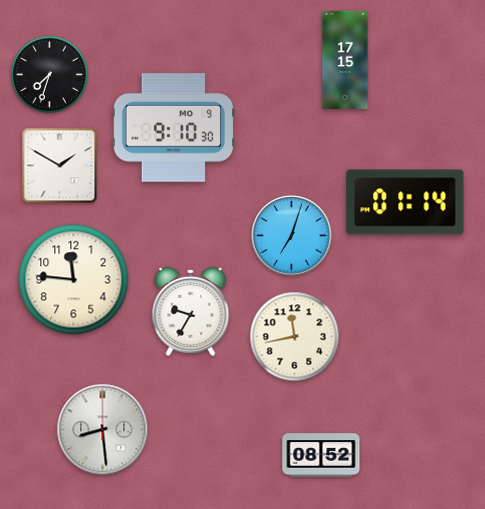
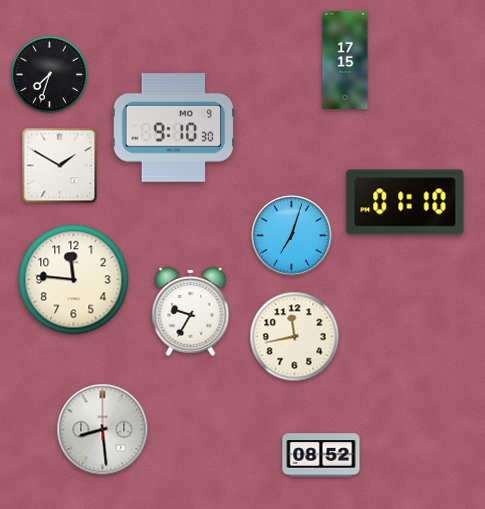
clock at (405, 202): 01:14 -> 01:10
